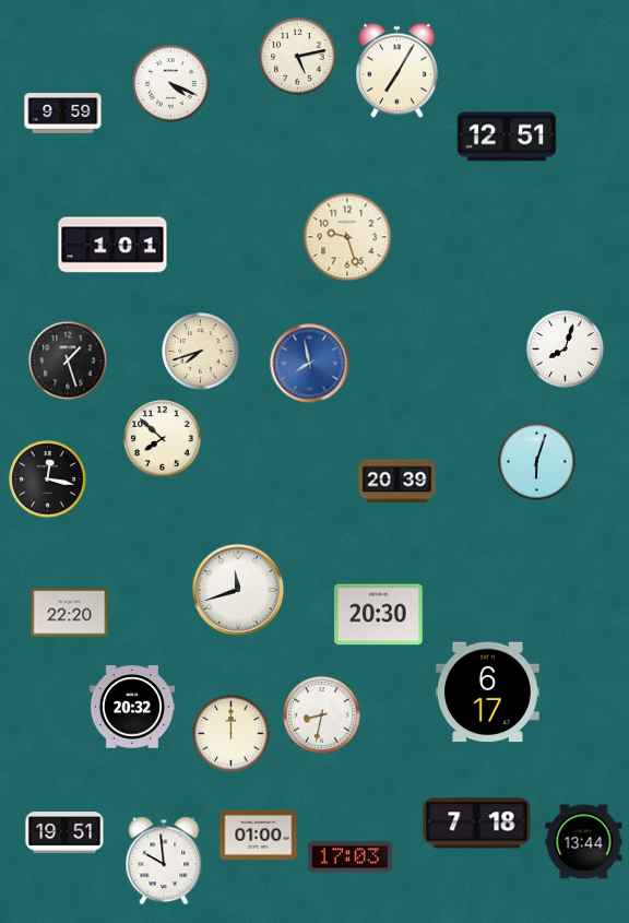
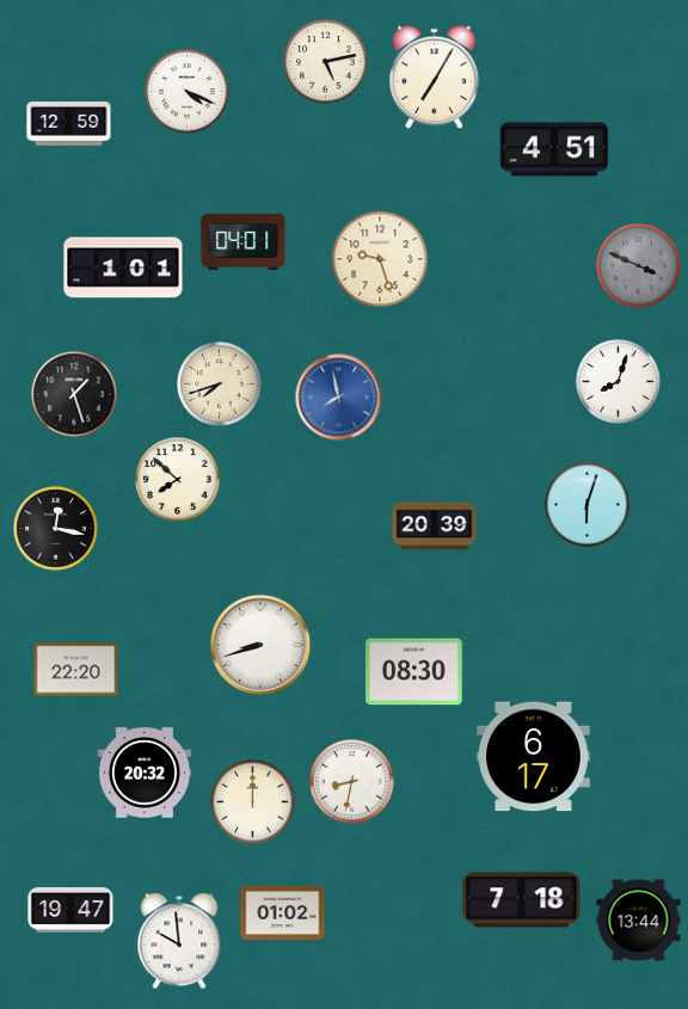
clock at (63, 114): 9:59 -> 12:59
clock at (507, 137): 12:51 -> 4:51
clock at (244, 241): none -> 04:01
clock at (639, 266): none -> 3:49
clock at (48, 480) position: (48, 480) -> (56, 529)
clock at (238, 590): 11:42 -> 8:42
clock at (379, 615): 20:30 -> 08:30
clock at (64, 832): 19:51 -> 19:47
clock at (259, 835): 01:00 -> 01:02
clock at (349, 857): 17:03 -> none
